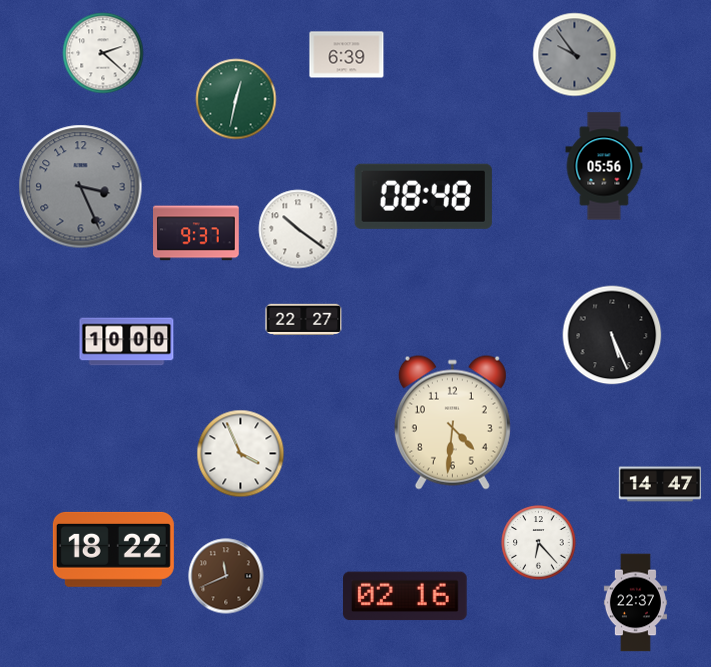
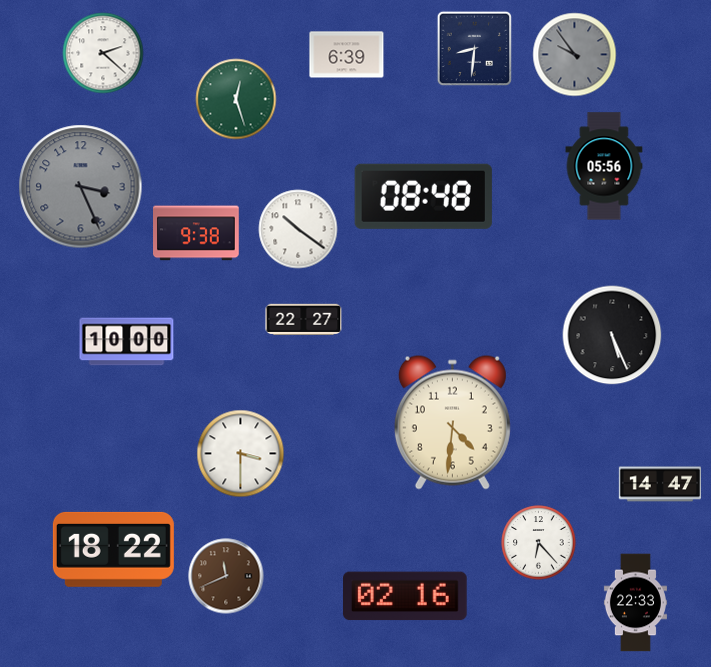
clock at (475, 49): none -> 8:31
clock at (236, 99): 12:32 -> 12:27
clock at (197, 233): 9:37 -> 9:38
clock at (241, 454): 3:56 -> 3:30
clock at (635, 603): 22:37 -> 22:33
